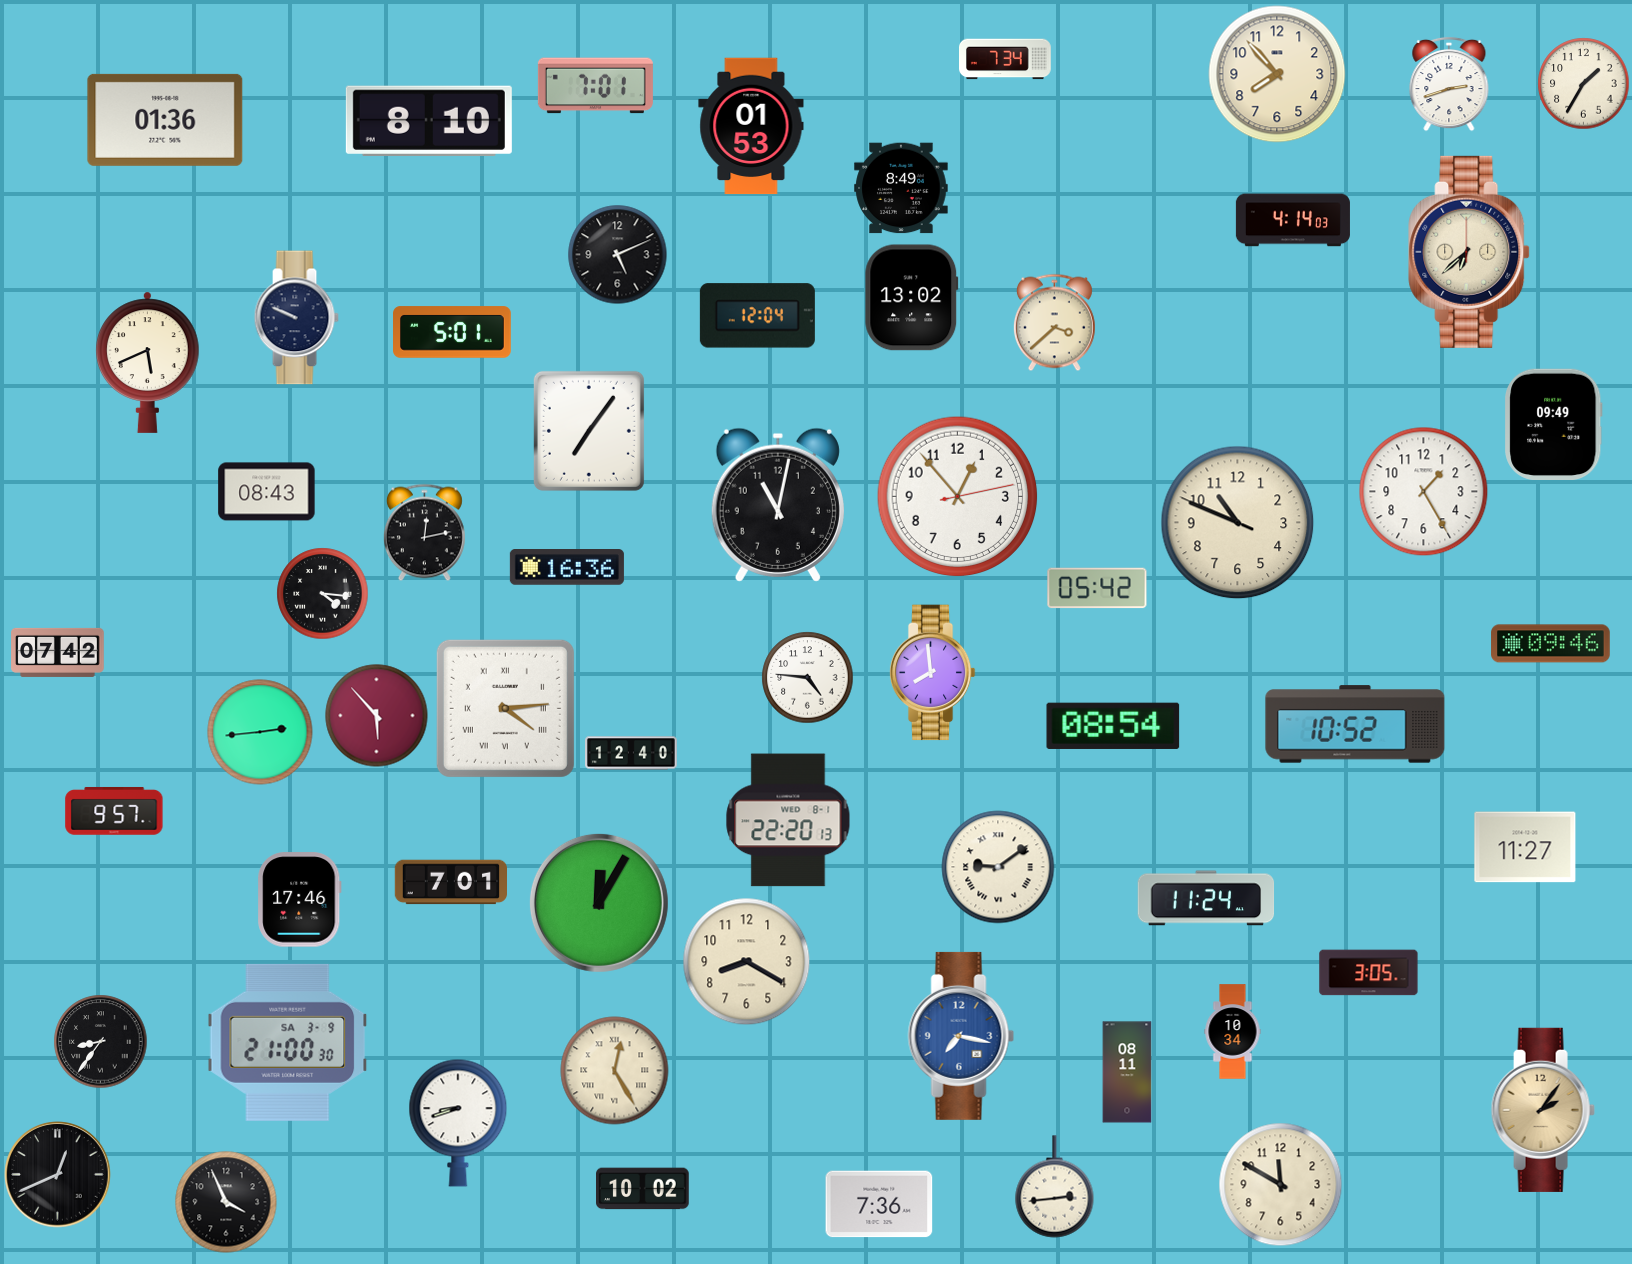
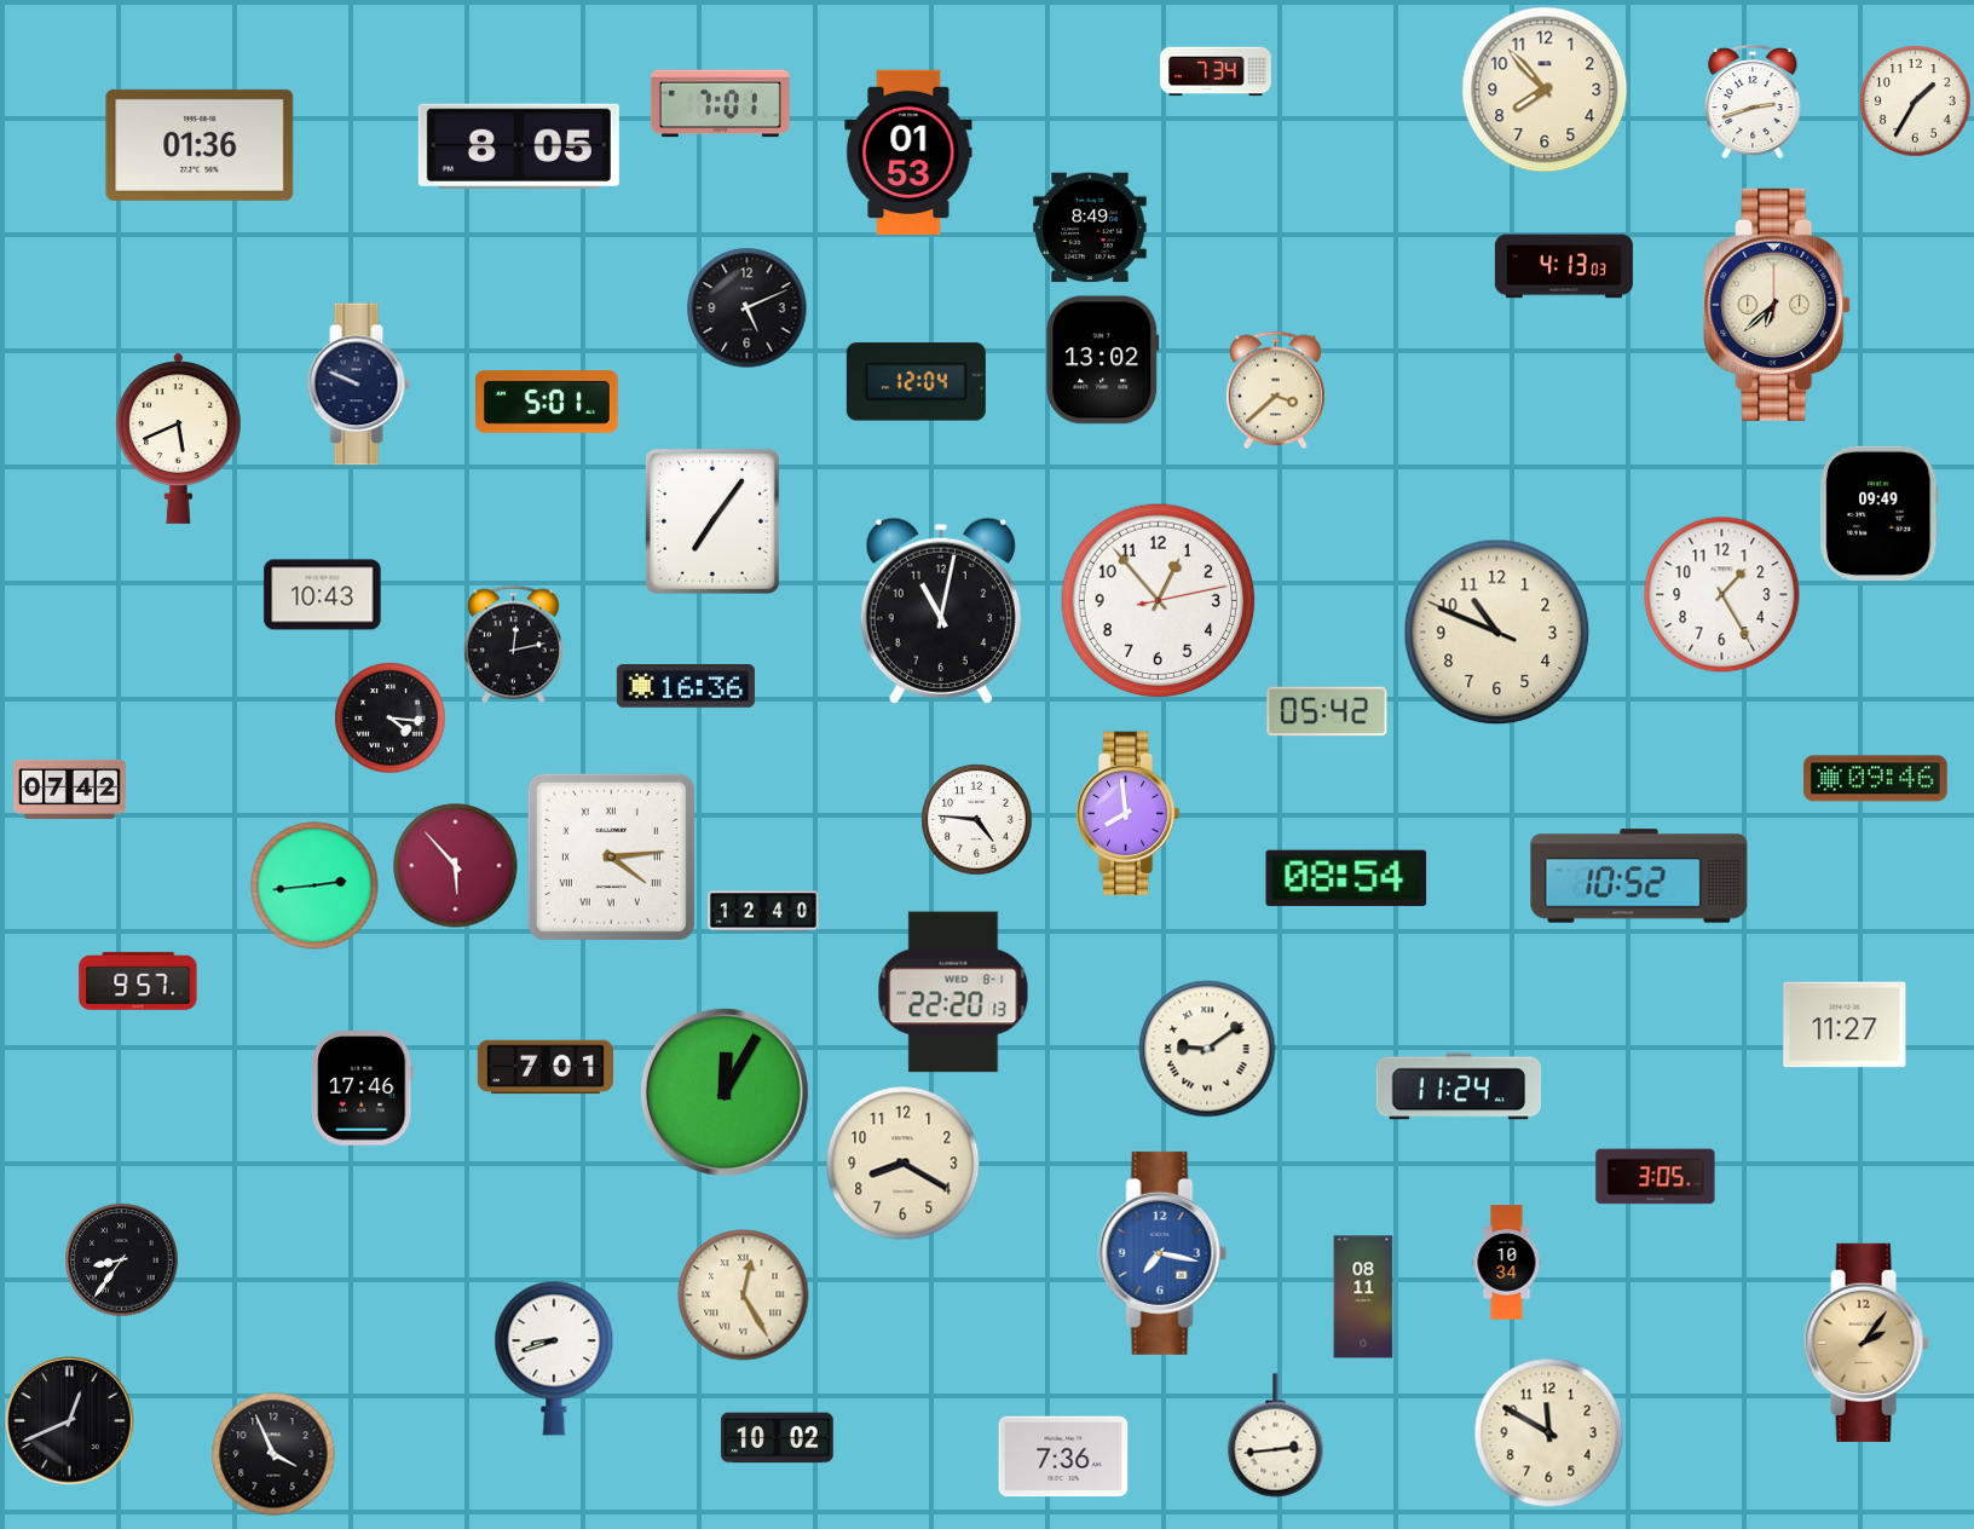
clock at (429, 120): 8:10 -> 8:05
clock at (1293, 220): 4:14 -> 4:13
clock at (267, 492): 08:43 -> 10:43
clock at (1233, 1032) position: (1233, 1032) -> (1507, 1263)
clock at (288, 1042): 21:00 -> none
